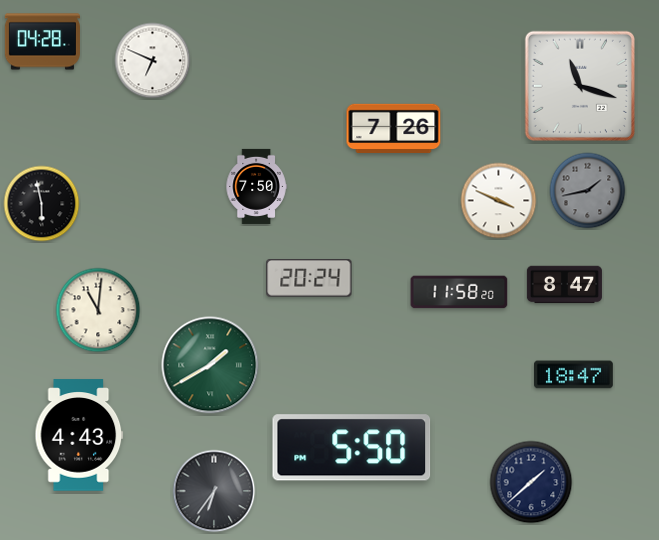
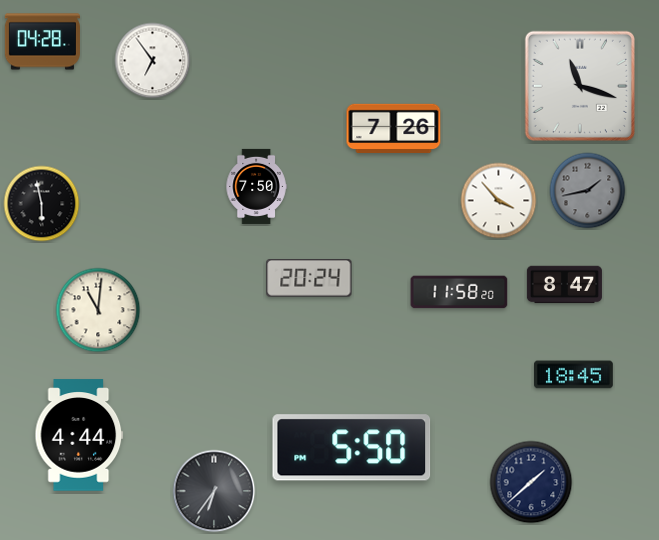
clock at (153, 61): 6:49 -> 6:54
clock at (499, 201): 3:49 -> 3:53
clock at (210, 365): 1:40 -> none
clock at (574, 375): 18:47 -> 18:45
clock at (79, 435): 4:43 -> 4:44
